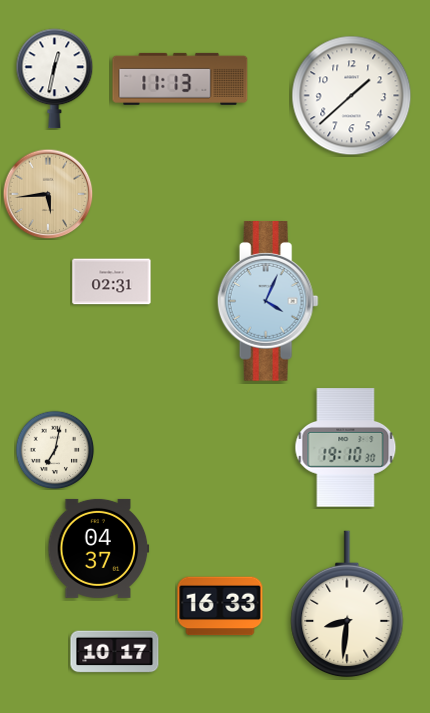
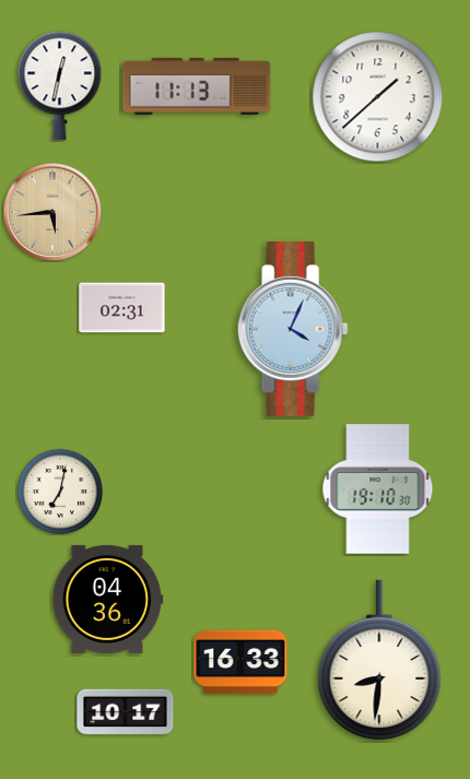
clock at (352, 96) position: (352, 96) -> (378, 97)
clock at (99, 548): 04:37 -> 04:36
